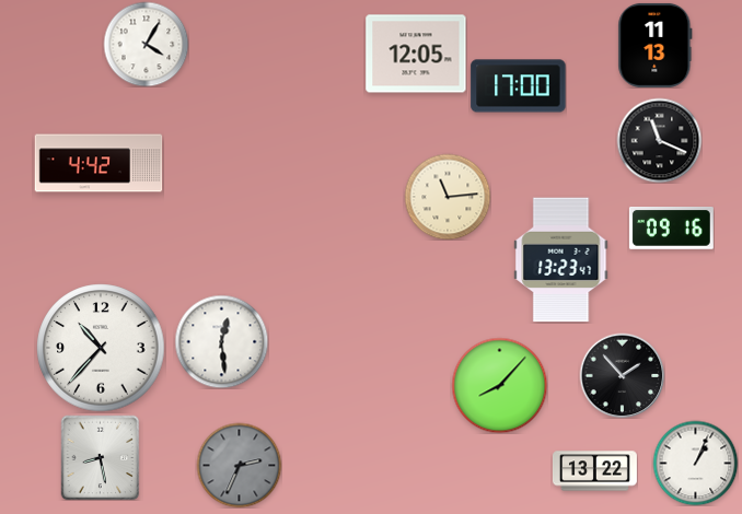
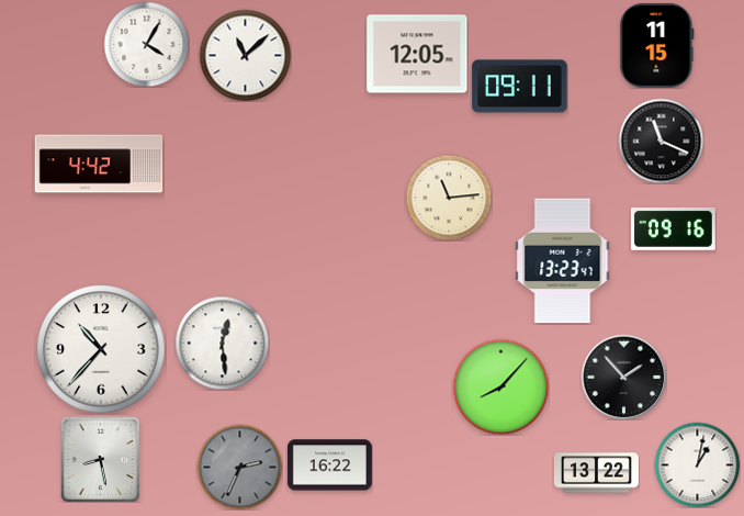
clock at (656, 45): 11:13 -> 11:15
clock at (245, 55): none -> 11:08
clock at (519, 86): 17:00 -> 09:11
clock at (695, 463): 1:04 -> 1:02
clock at (329, 465): none -> 16:22
